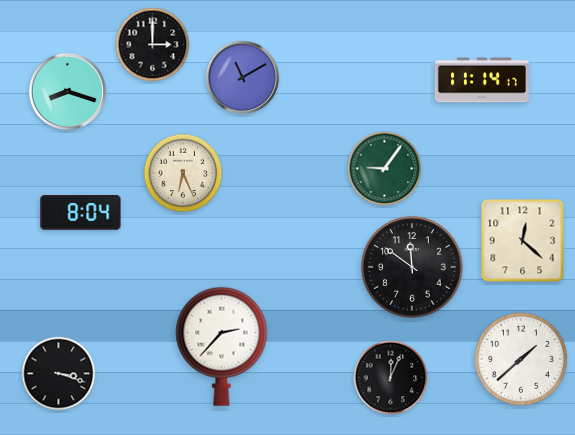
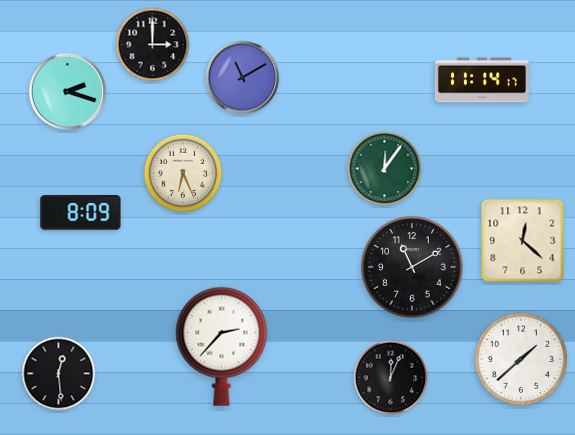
clock at (67, 91): 8:18 -> 2:18
clock at (385, 169): 9:06 -> 12:06
clock at (81, 213): 8:04 -> 8:09
clock at (412, 267): 11:51 -> 11:10
clock at (59, 374): 3:18 -> 12:29
